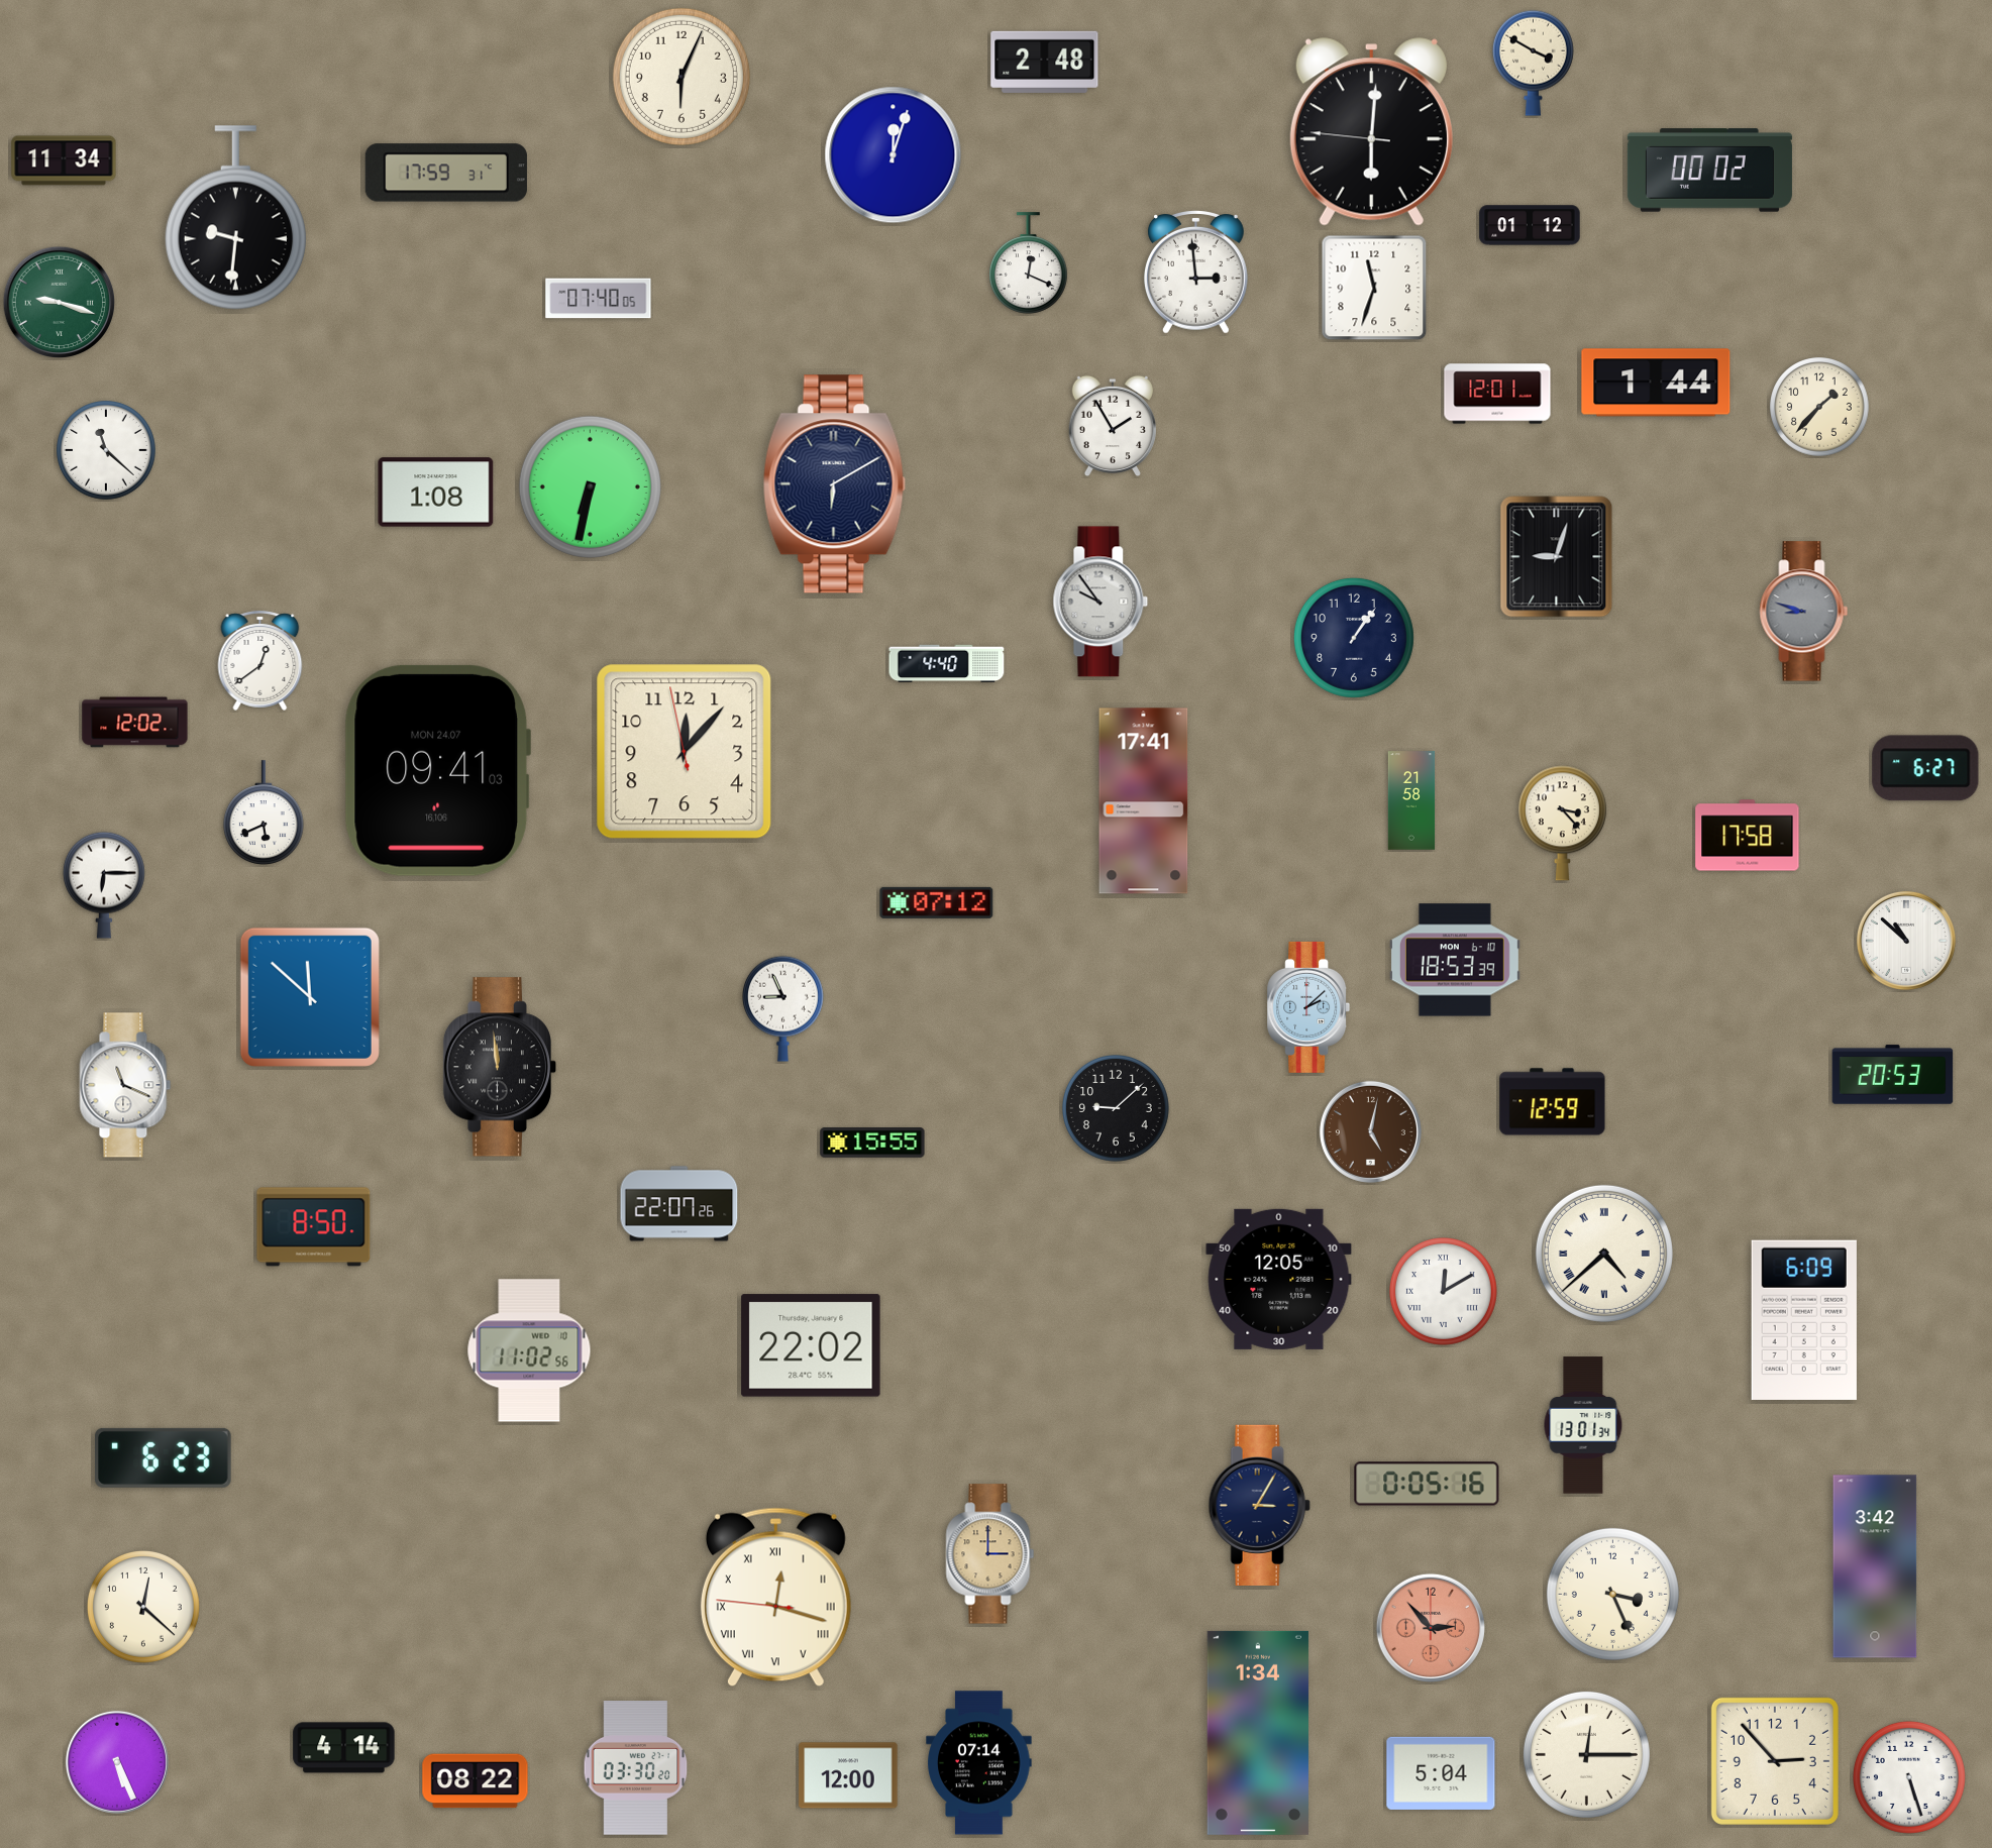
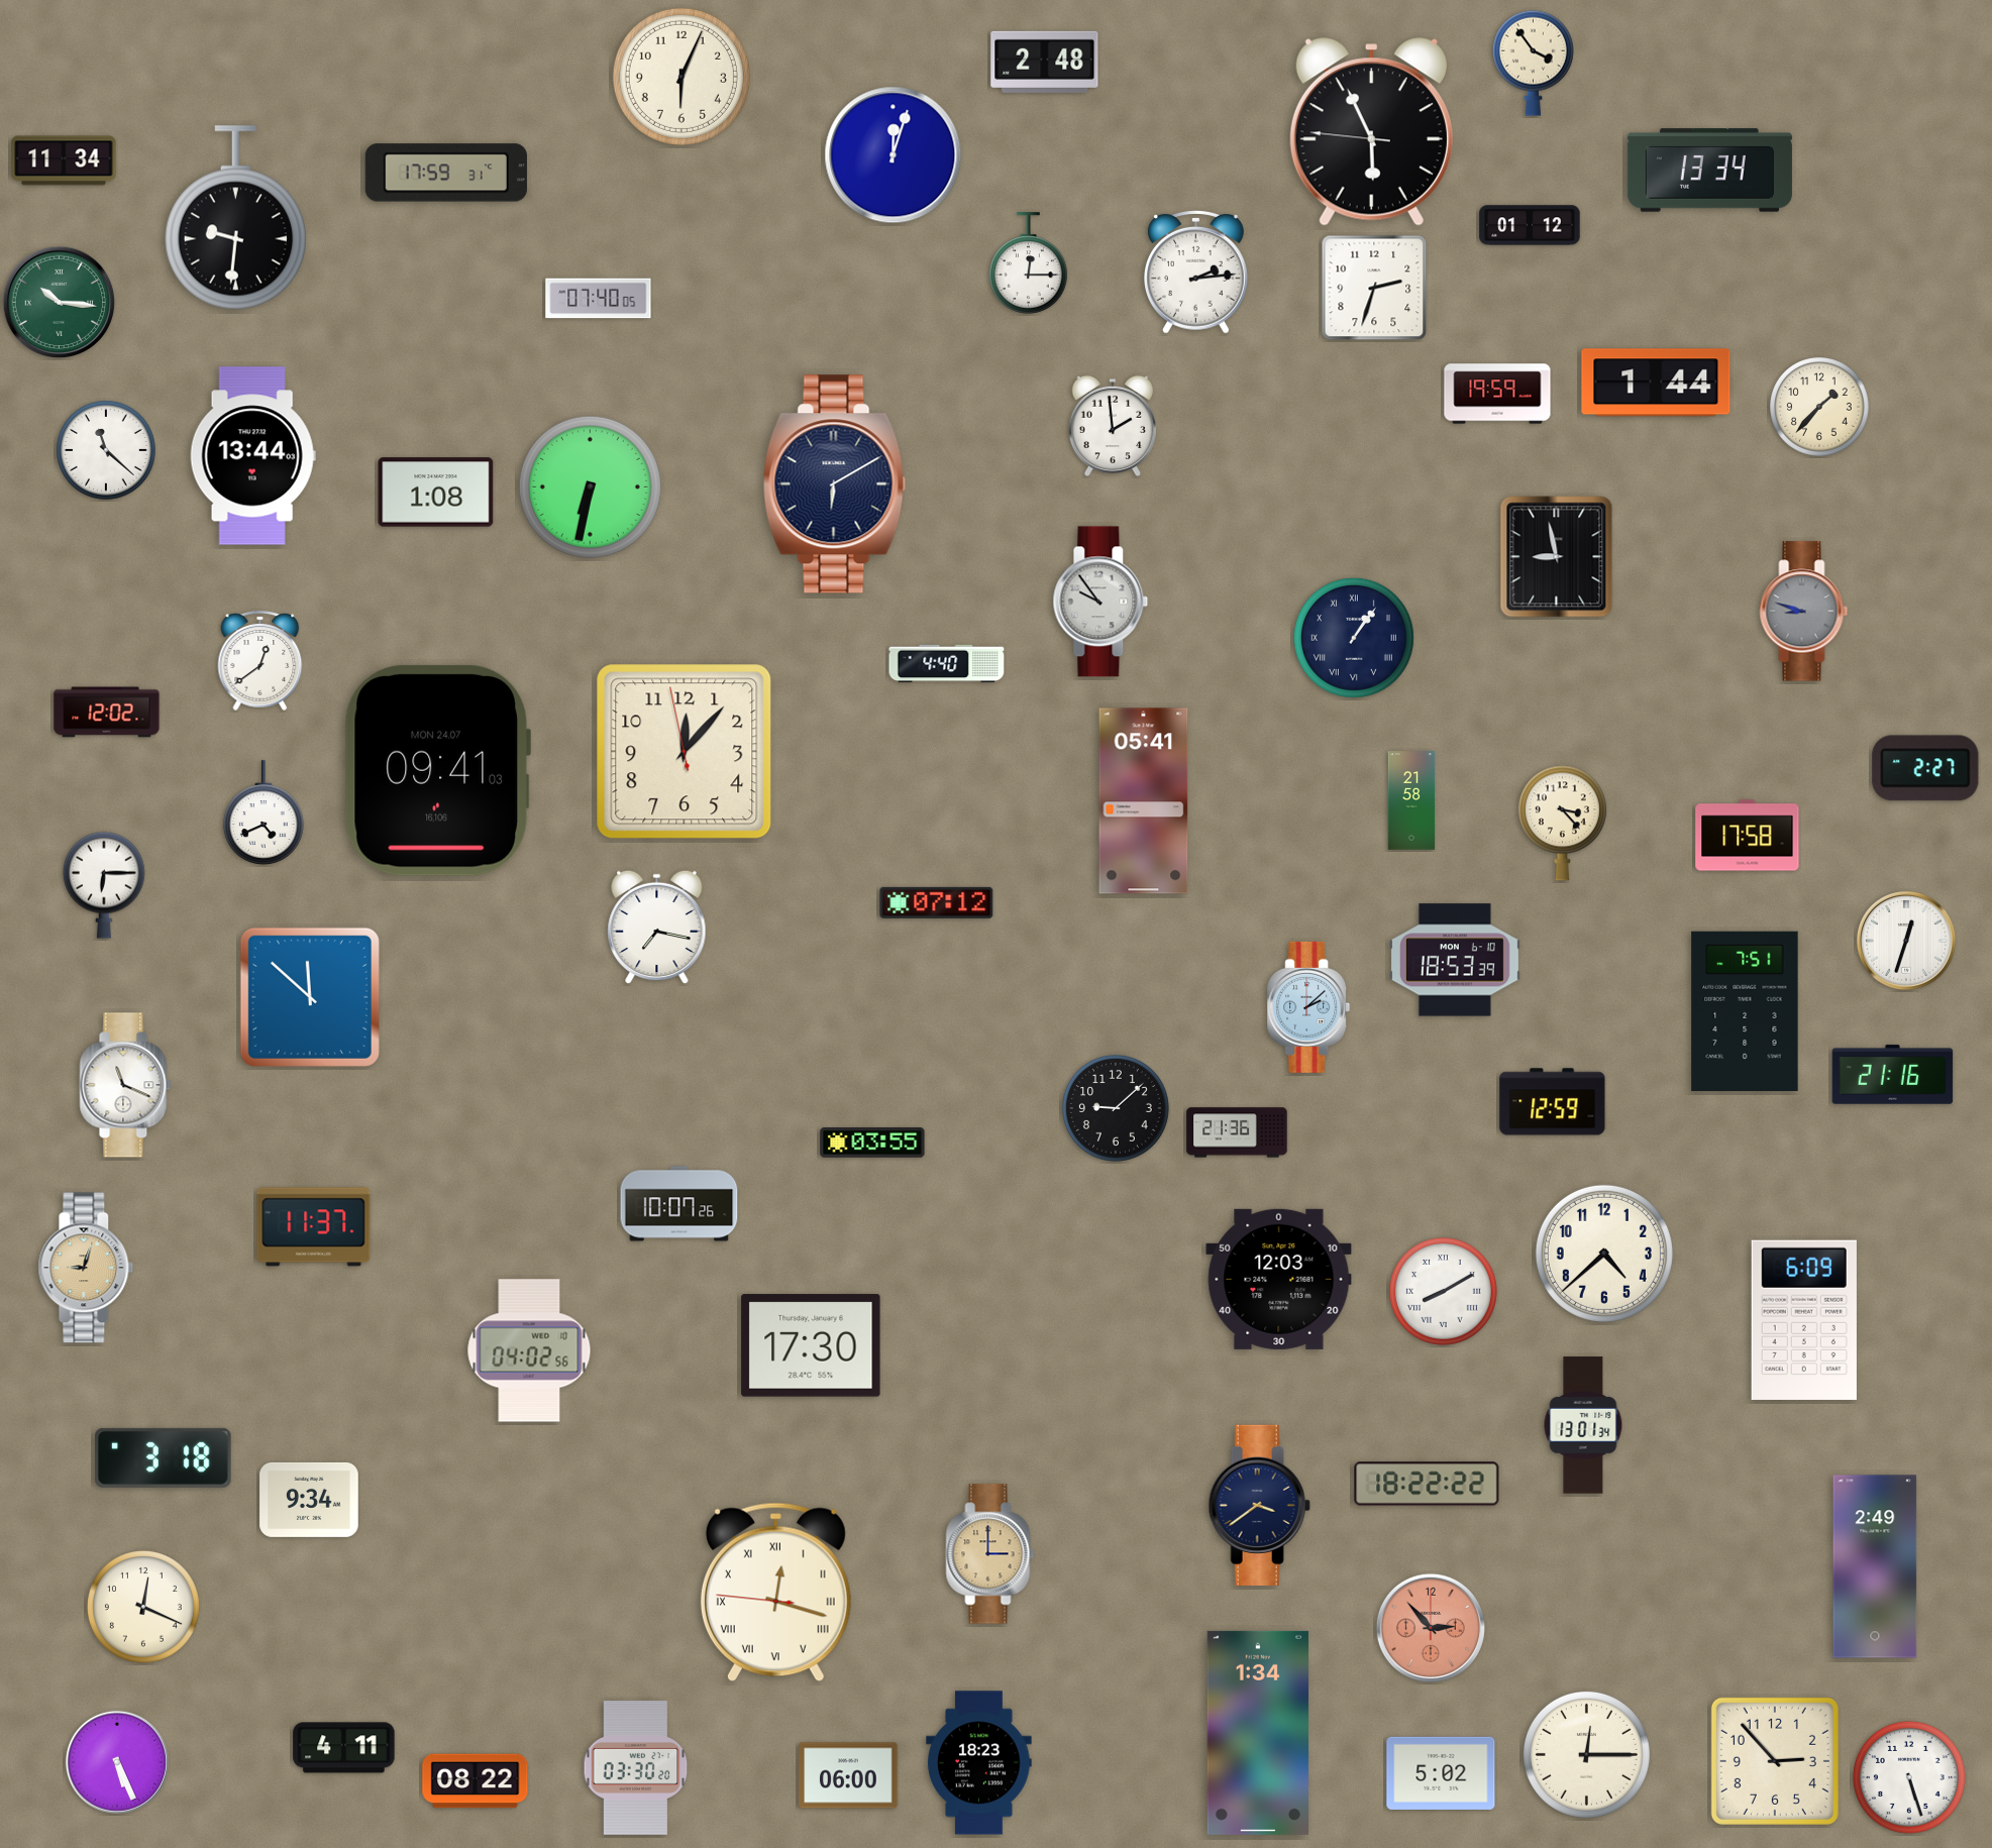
clock at (1533, 63): 3:50 -> 3:54
clock at (1371, 132): 6:00 -> 5:55
clock at (1709, 171): 00:02 -> 13:34
clock at (1029, 263): 12:19 -> 12:15
clock at (1196, 273): 2:59 -> 2:14
clock at (1374, 288): 11:33 -> 2:33
clock at (60, 303): 9:18 -> 10:16
clock at (1497, 394): 12:01 -> 19:59
clock at (1112, 426): 1:55 -> 1:59
clock at (252, 456): none -> 13:44
clock at (1557, 557): 9:03 -> 8:58
clock at (1354, 638) numerals: Arabic -> Roman
clock at (135, 723) position: (135, 723) -> (107, 713)
clock at (1925, 768): 6:27 -> 2:27
clock at (1144, 801): 17:41 -> 05:41
clock at (264, 812): 5:41 -> 4:41
clock at (657, 928): none -> 7:17
clock at (1906, 941): 10:52 -> 12:33
clock at (782, 1008): 8:56 -> none
clock at (1745, 1011): none -> 7:51
clock at (499, 1067): 11:59 -> none
clock at (1893, 1075): 20:53 -> 21:16
clock at (1370, 1131): 5:02 -> none
clock at (1237, 1132): none -> 21:36
clock at (872, 1143): 15:55 -> 03:55
clock at (679, 1204): 22:07 -> 10:07
clock at (314, 1227): 8:50 -> 11:37
clock at (1604, 1254) numerals: Roman -> Arabic
clock at (86, 1268): none -> 9:03
clock at (1279, 1279): 12:05 -> 12:03
clock at (1444, 1292): 12:10 -> 8:10
clock at (811, 1345): 22:02 -> 17:30
clock at (529, 1350): 11:02 -> 04:02
clock at (164, 1457): 6:23 -> 3:18
clock at (1427, 1484): 0:05 -> 18:22
clock at (309, 1500): none -> 9:34
clock at (1259, 1505): 3:05 -> 3:39
clock at (1875, 1566): 3:42 -> 2:49
clock at (1612, 1594): 3:26 -> none
clock at (775, 1598) position: (775, 1598) -> (775, 1593)
clock at (143, 1607): 12:22 -> 12:19
clock at (344, 1748): 4:14 -> 4:11
clock at (979, 1763): 07:14 -> 18:23
clock at (1441, 1773): 5:04 -> 5:02
clock at (848, 1775): 12:00 -> 06:00
